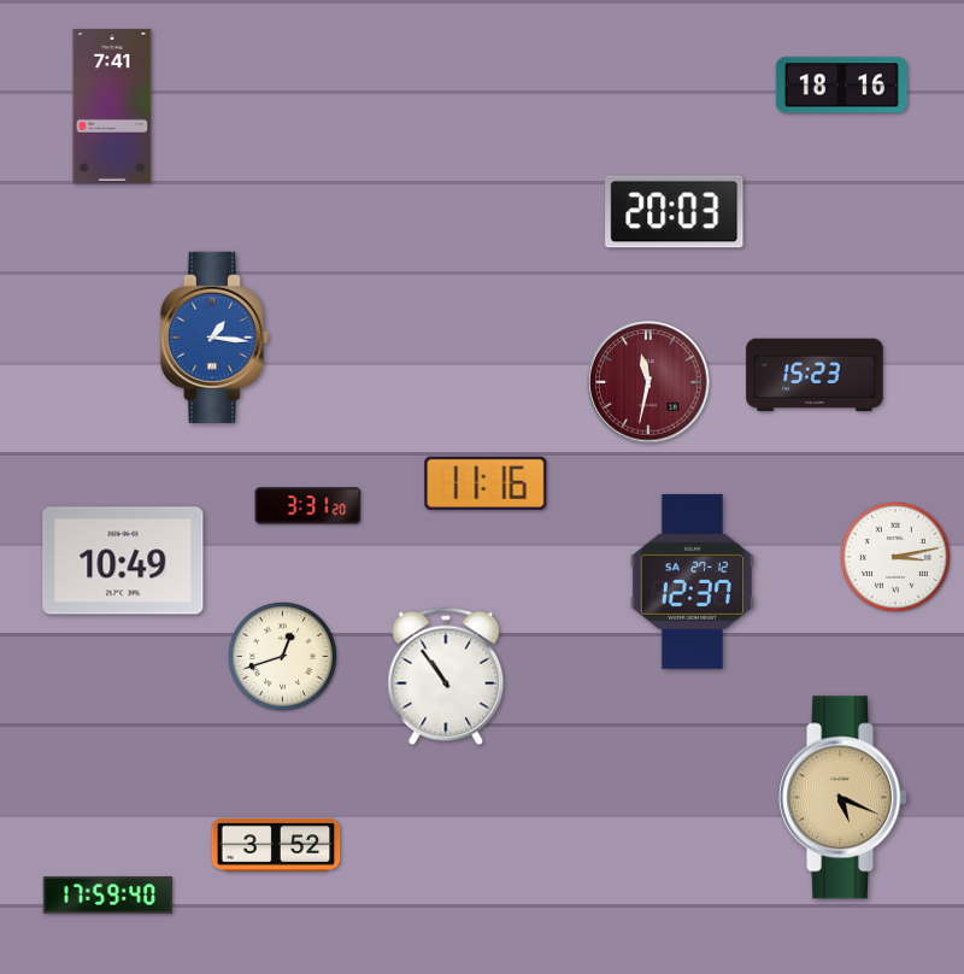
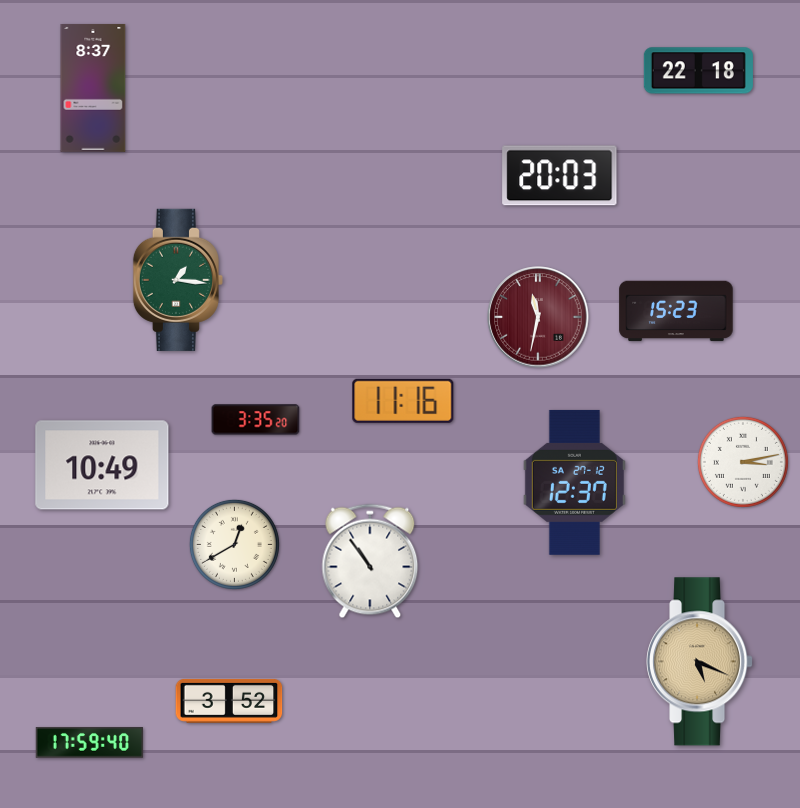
clock at (841, 86): 18:16 -> 22:18
clock at (112, 106): 7:41 -> 8:37
clock at (214, 338) dial: blue -> green
clock at (308, 506): 3:31 -> 3:35
clock at (282, 656): 12:42 -> 12:40
